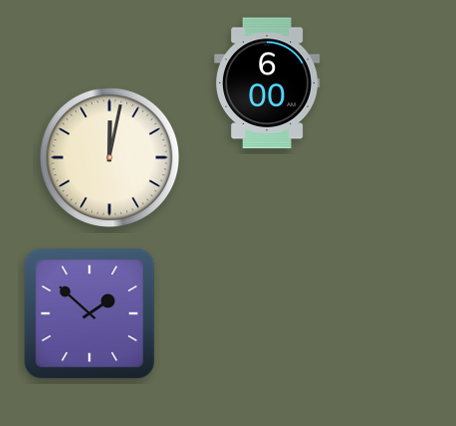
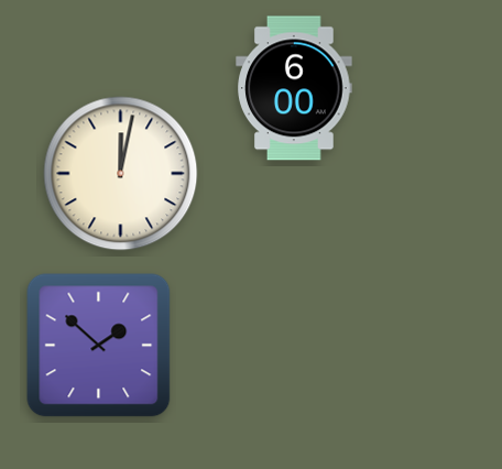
clock at (267, 83) position: (267, 83) -> (294, 88)
